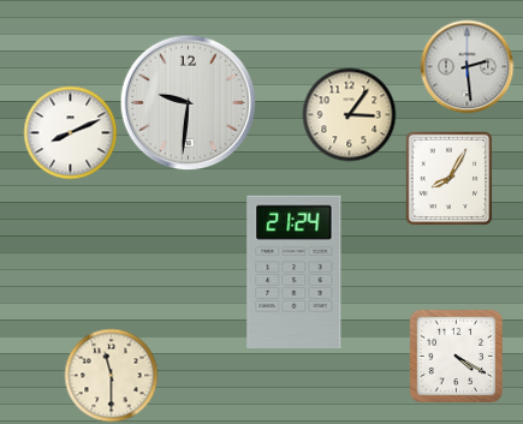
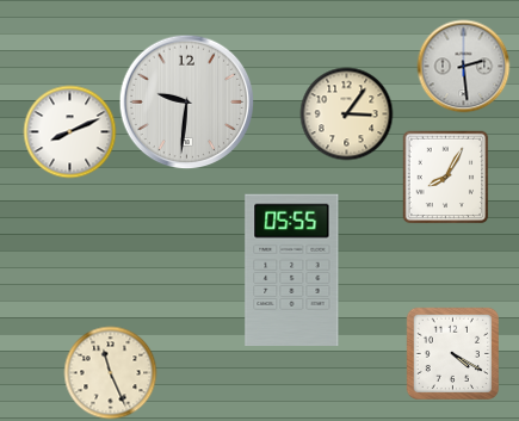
clock at (295, 271): 21:24 -> 05:55
clock at (111, 375): 11:30 -> 11:26
